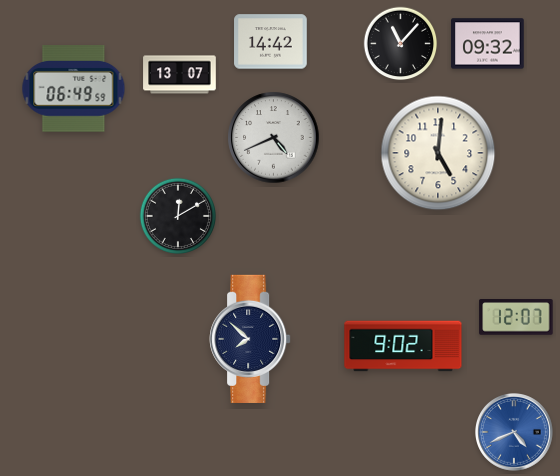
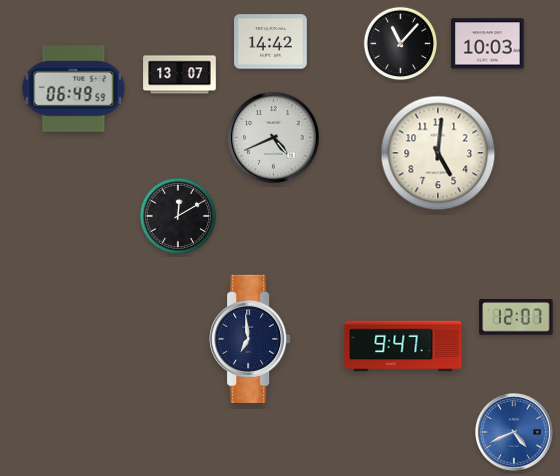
clock at (488, 44): 09:32 -> 10:03
clock at (250, 339): 7:52 -> 6:59
clock at (403, 346): 9:02 -> 9:47
